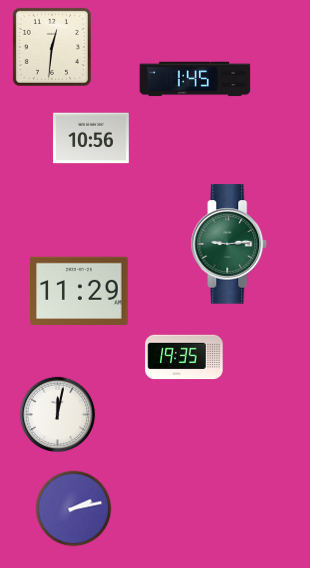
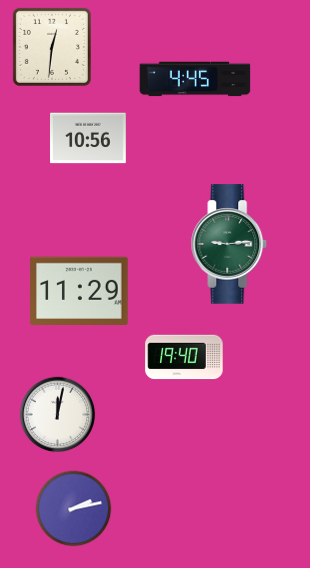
clock at (195, 79): 1:45 -> 4:45
clock at (92, 138) position: (92, 138) -> (89, 138)
clock at (184, 357): 19:35 -> 19:40
